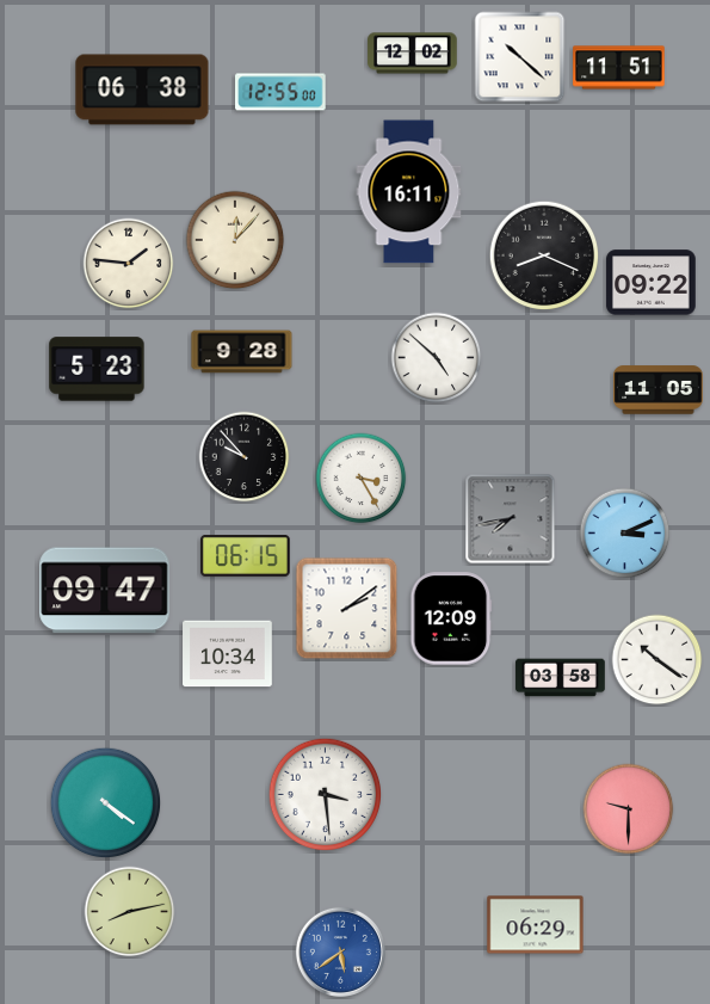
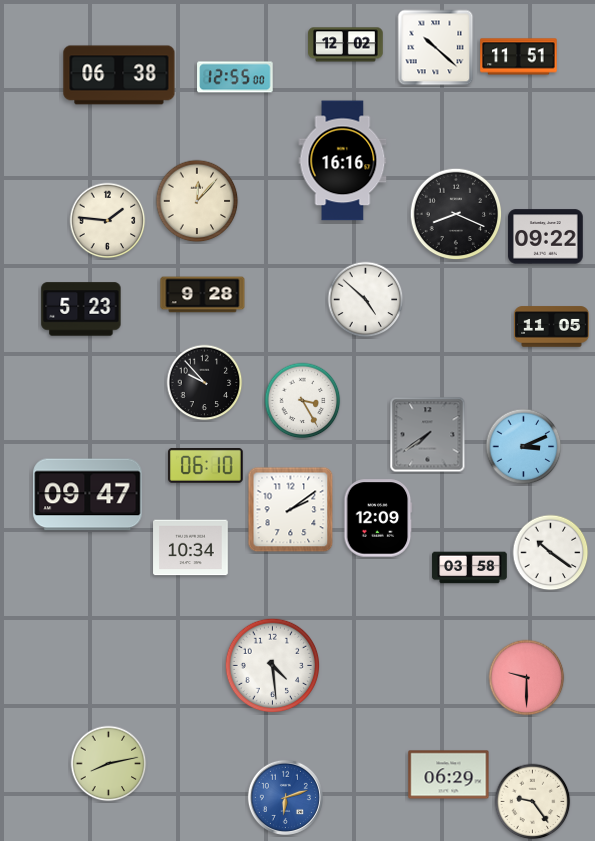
clock at (409, 192): 16:11 -> 16:16
clock at (511, 519): 7:43 -> 7:39
clock at (246, 556): 06:15 -> 06:10
clock at (326, 795): 3:29 -> 4:29
clock at (106, 803): 4:21 -> none
clock at (340, 951): 5:39 -> 6:12
clock at (533, 802): none -> 9:24
